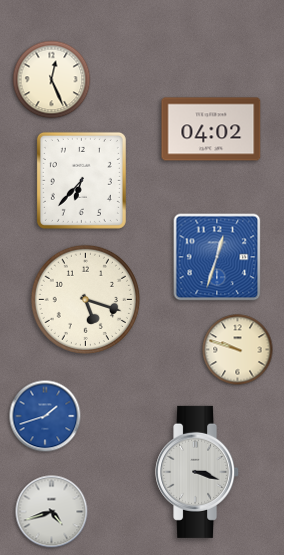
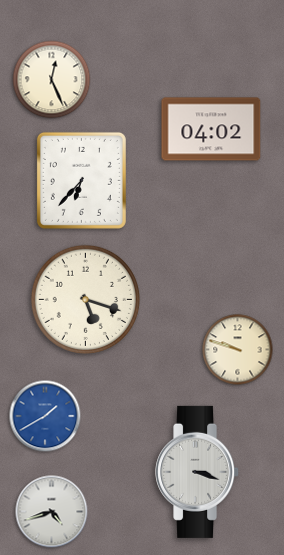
clock at (217, 257): 12:33 -> none
clock at (45, 416): 1:42 -> 1:40
